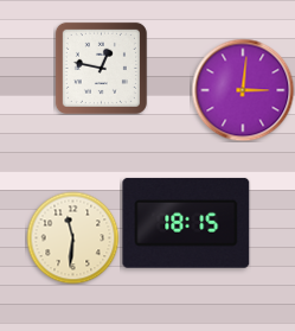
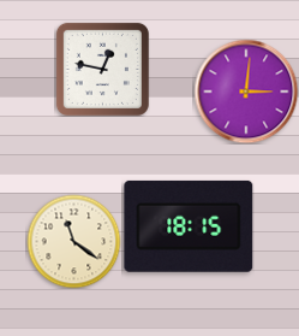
clock at (72, 237): 11:31 -> 11:21
